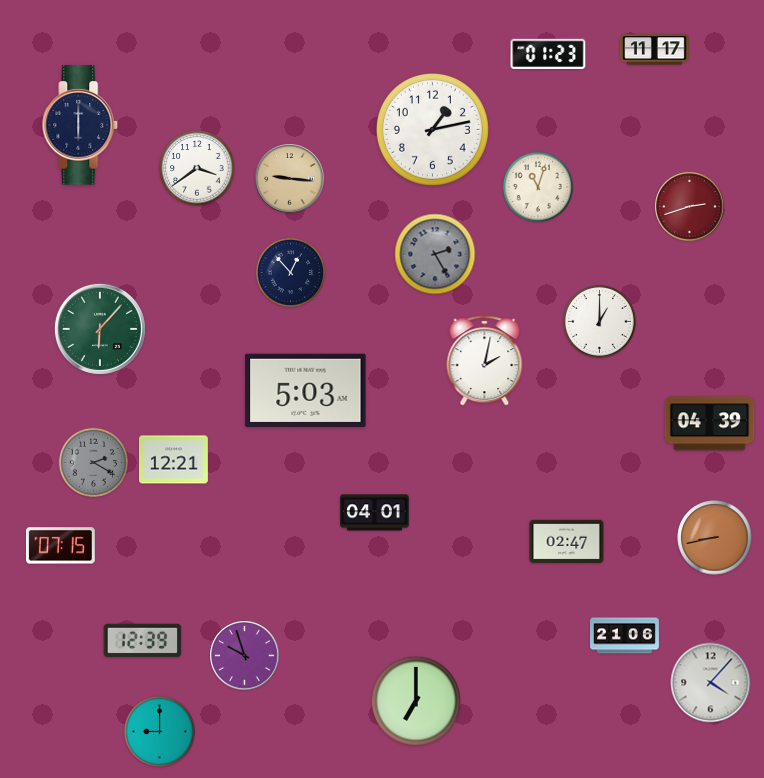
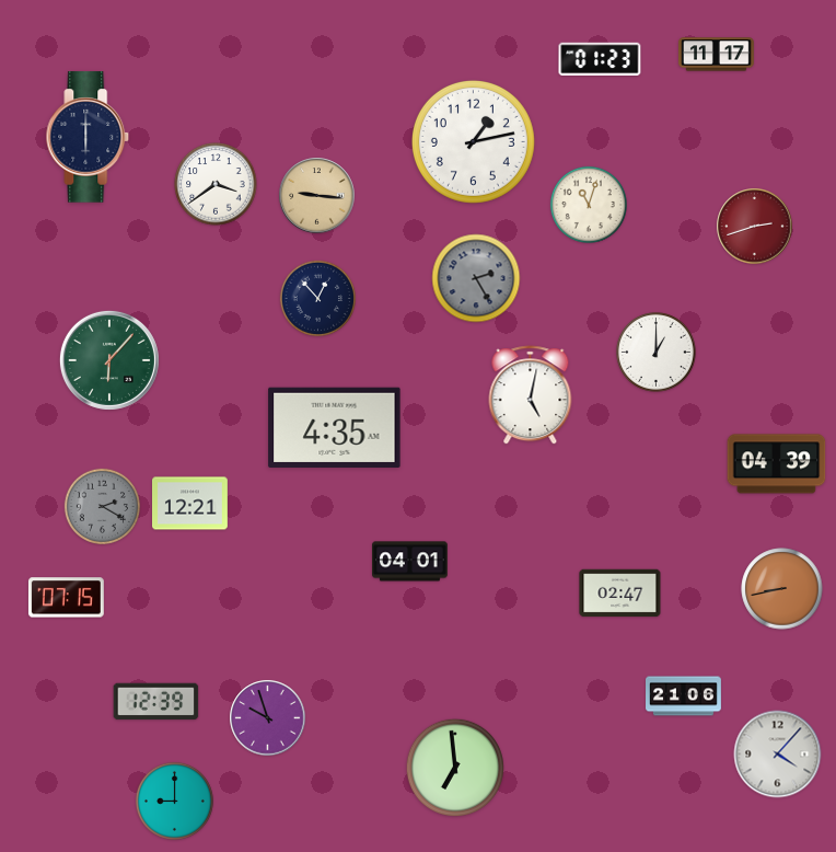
clock at (485, 361): 2:02 -> 5:02
clock at (306, 390): 5:03 -> 4:35
clock at (711, 683) position: (711, 683) -> (778, 755)
clock at (416, 701): 7:00 -> 6:59
